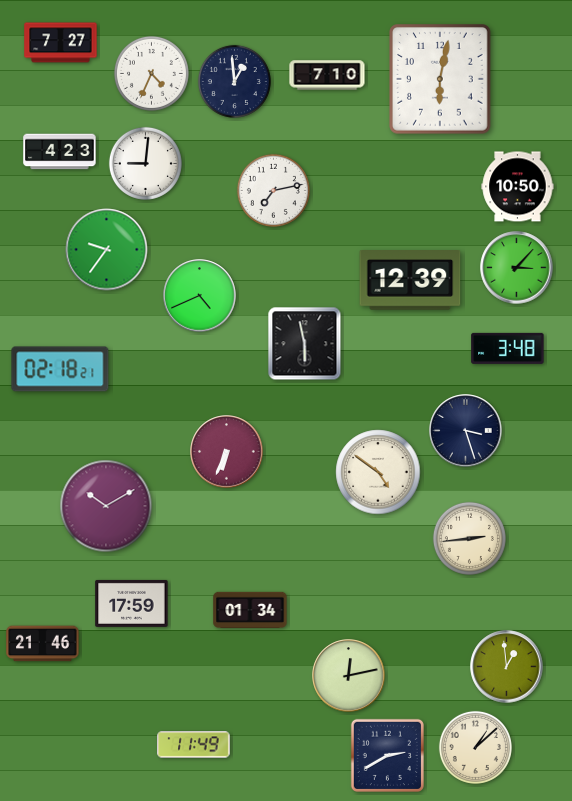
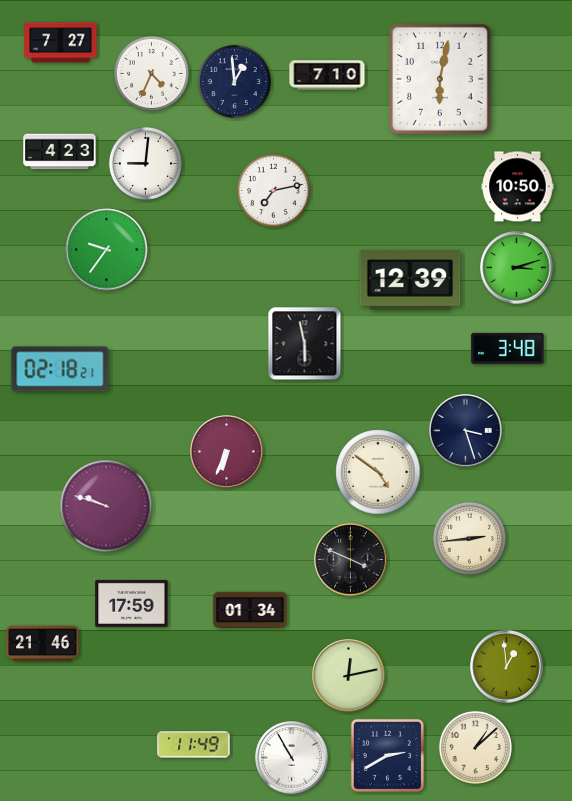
clock at (517, 268): 3:07 -> 3:12
clock at (200, 296): 4:41 -> none
clock at (106, 506): 10:10 -> 9:48
clock at (351, 560): none -> 3:49
clock at (292, 758): none -> 10:55
